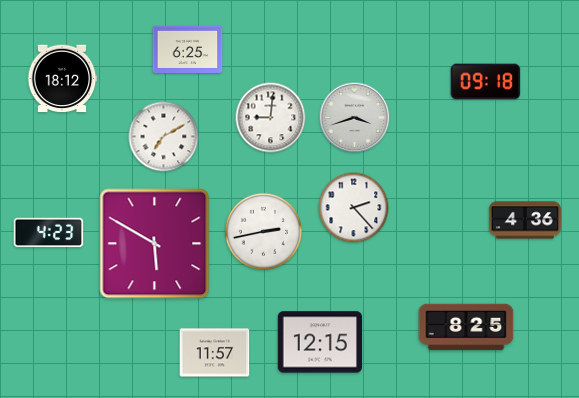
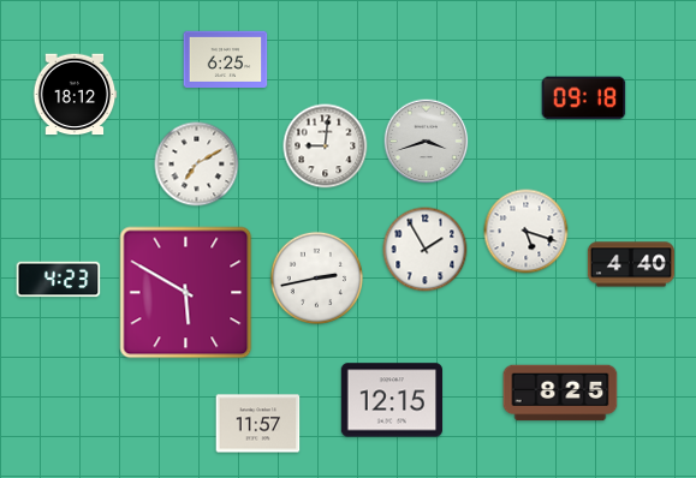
clock at (271, 118) position: (271, 118) -> (326, 147)
clock at (527, 232): none -> 5:18
clock at (354, 208): 2:23 -> 1:55
clock at (525, 220): 4:36 -> 4:40
clock at (319, 342) position: (319, 342) -> (391, 400)
